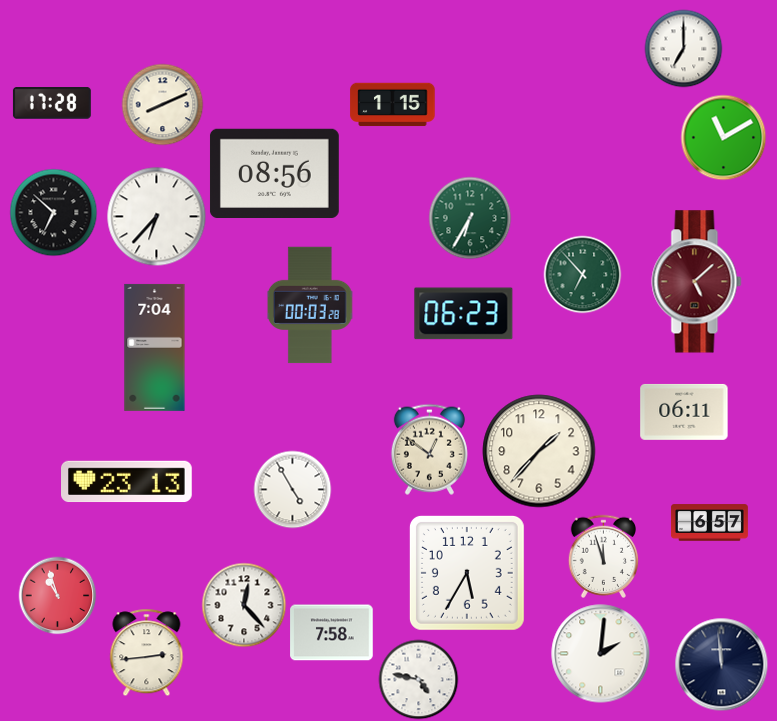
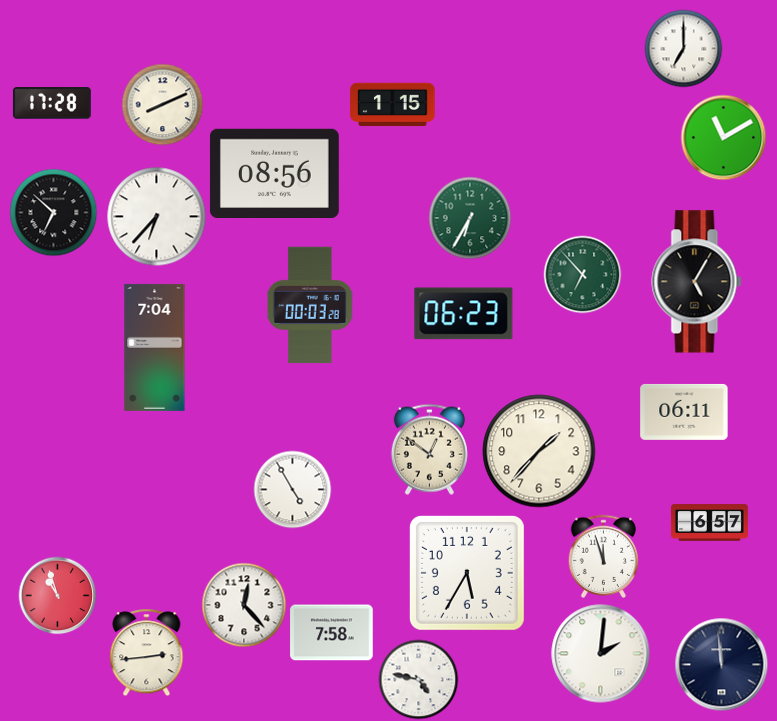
clock at (697, 282): 5:08 -> 5:05
clock at (697, 282) dial: burgundy -> black
clock at (127, 482): 23:13 -> none
